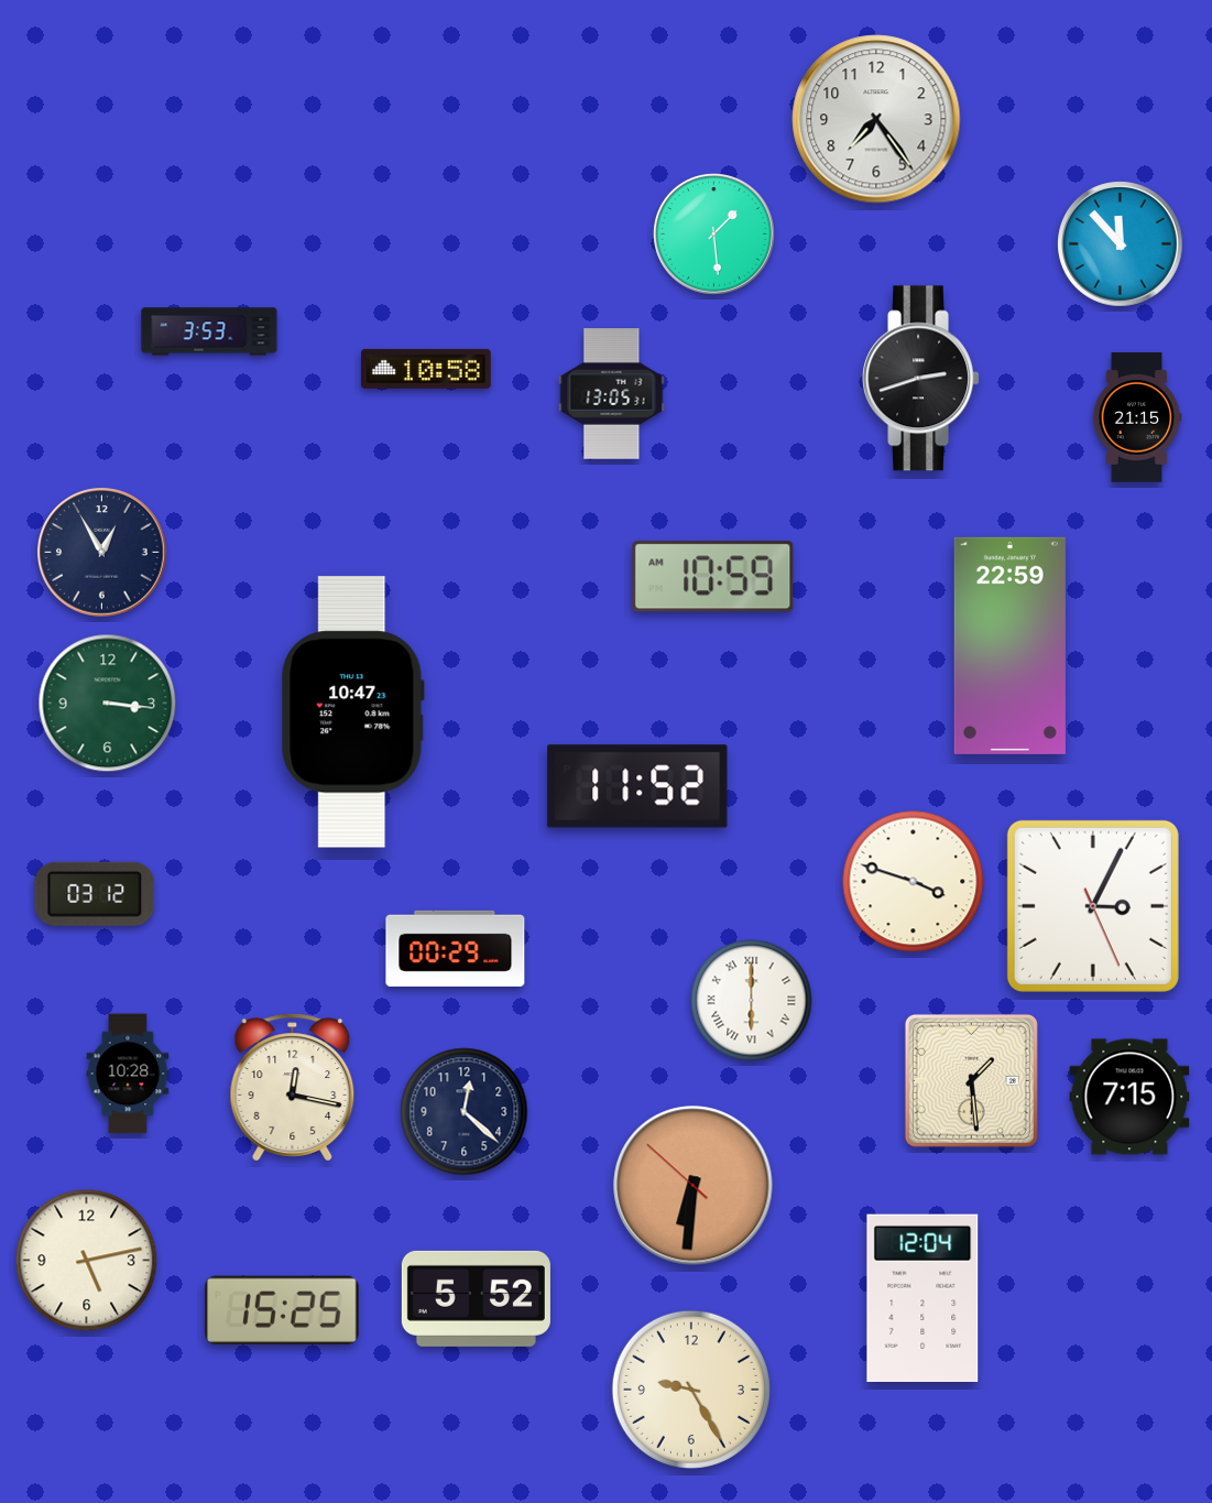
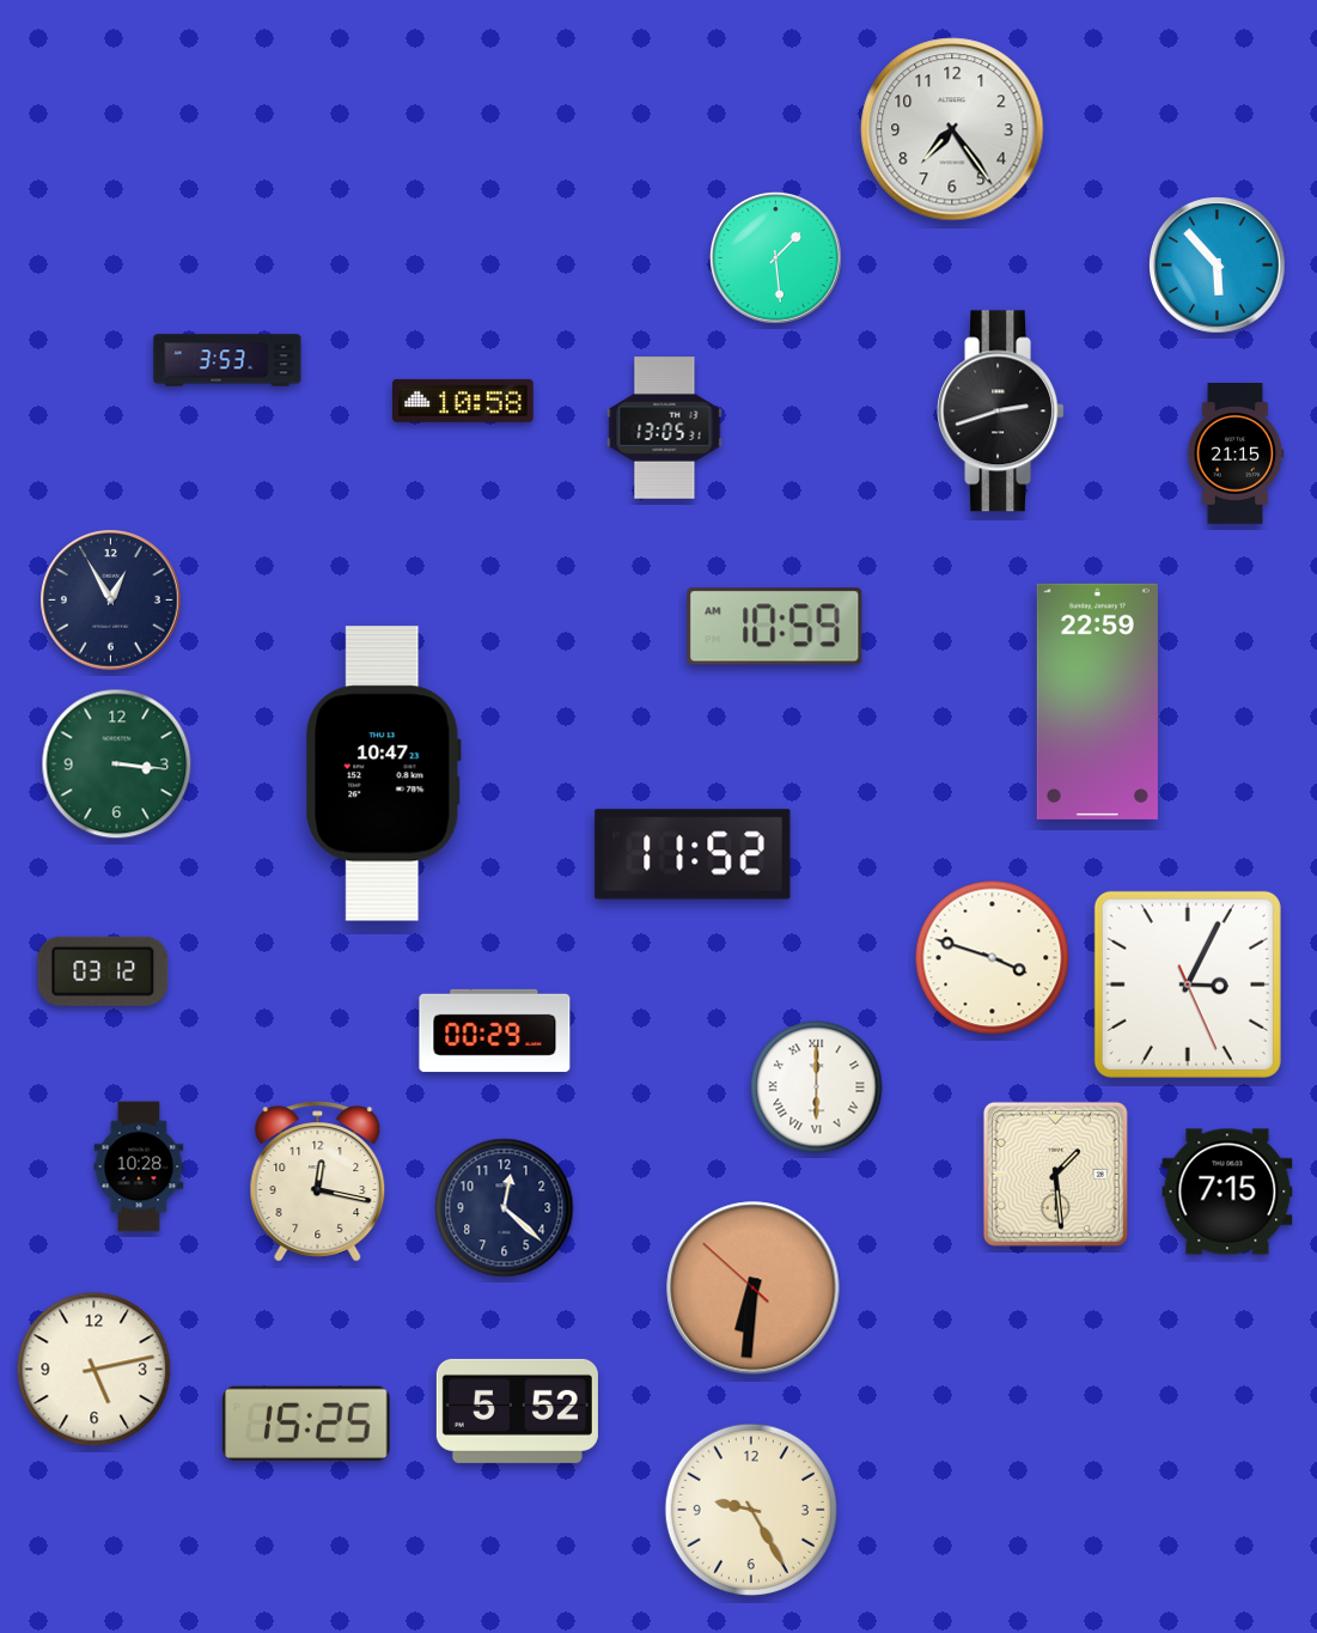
clock at (714, 235) position: (714, 235) -> (776, 258)
clock at (1121, 244): 11:53 -> 5:53
clock at (922, 1297): 12:04 -> none
